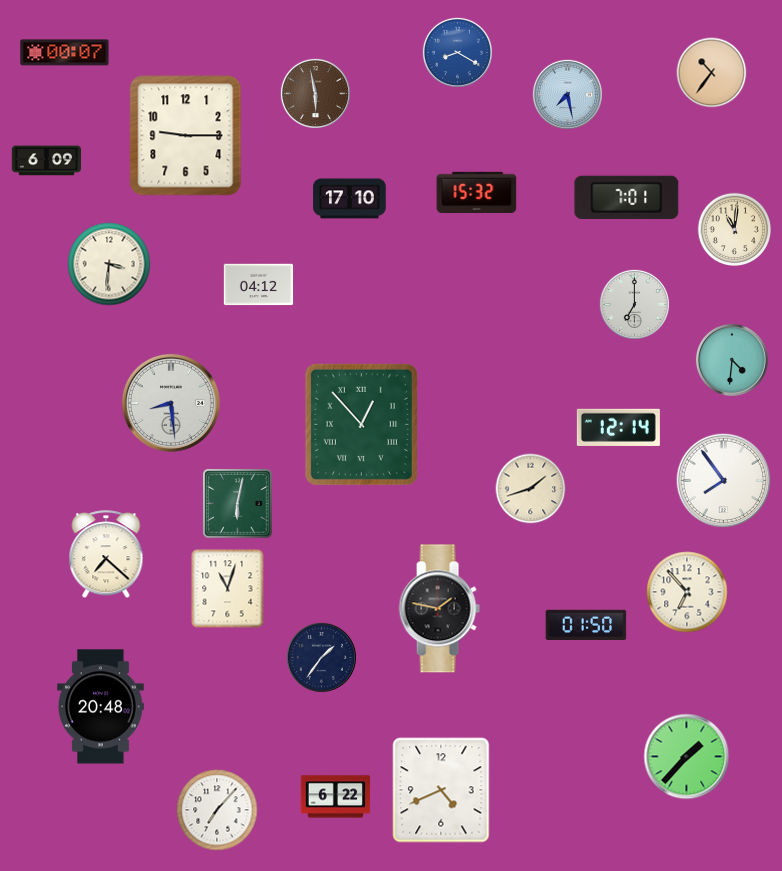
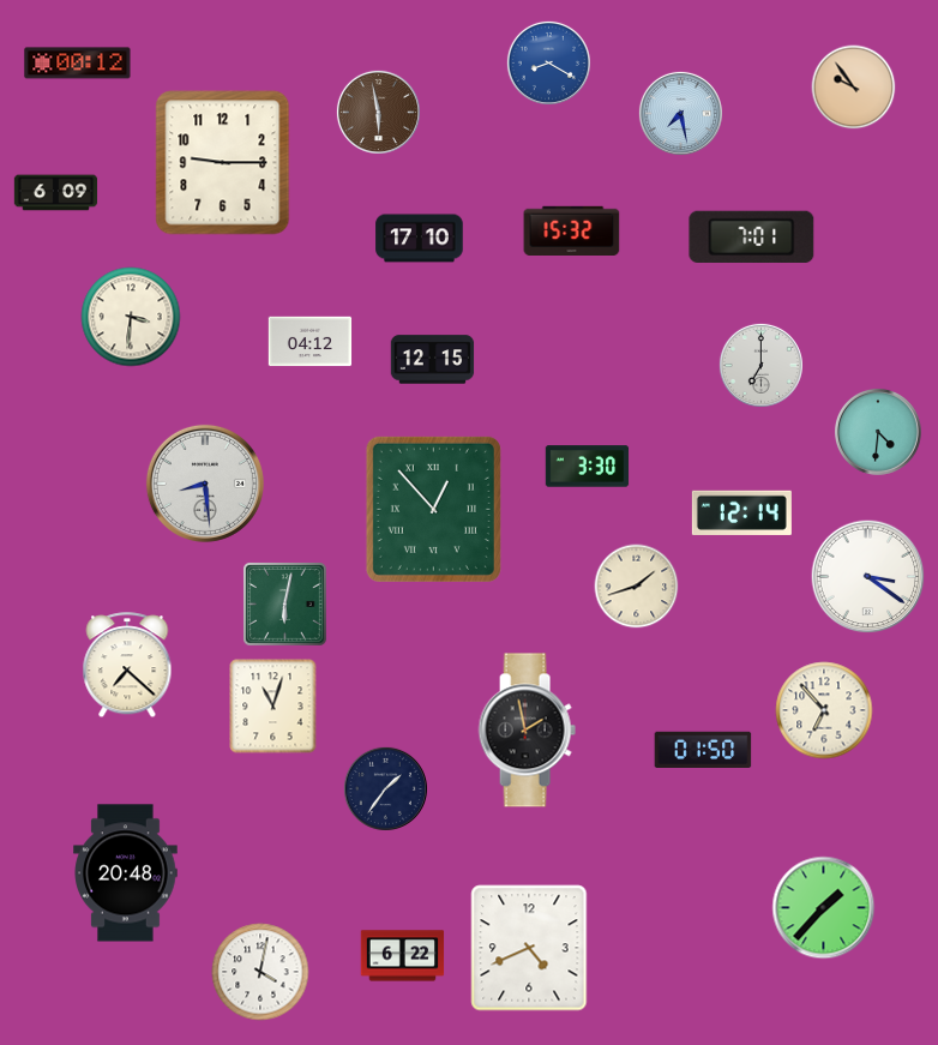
clock at (65, 53): 00:07 -> 00:12
clock at (712, 73): 10:36 -> 9:54
clock at (735, 229): 11:01 -> none
clock at (433, 360): none -> 12:15
clock at (588, 467): none -> 3:30
clock at (724, 481): 7:54 -> 3:21
clock at (439, 609): 1:47 -> 1:58
clock at (101, 707) position: (101, 707) -> (126, 873)
clock at (217, 810): 7:07 -> 4:02
